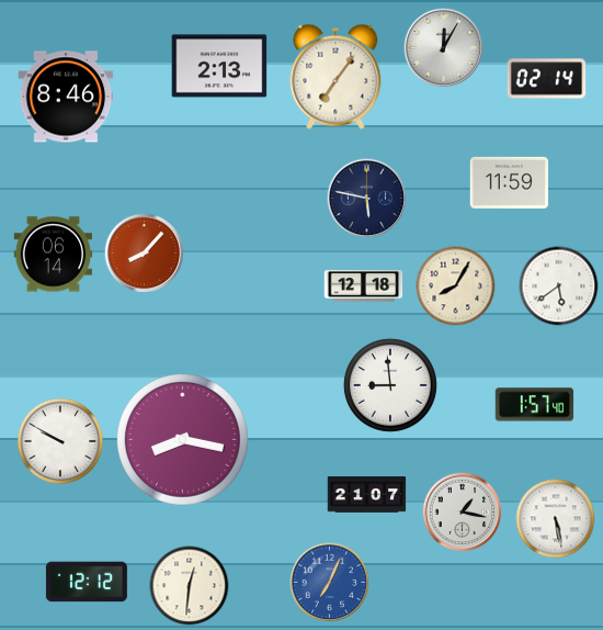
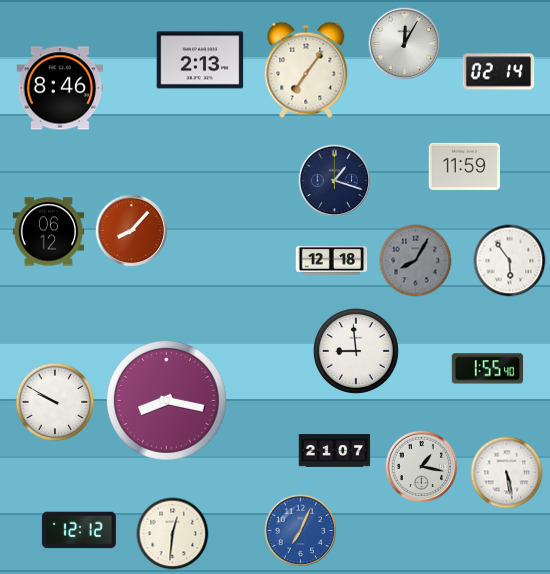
clock at (367, 199): 5:47 -> 1:18
clock at (54, 255): 06:14 -> 06:12
clock at (456, 286) dial: cream -> grey
clock at (559, 286): 5:39 -> 5:54
clock at (535, 405): 1:57 -> 1:55
